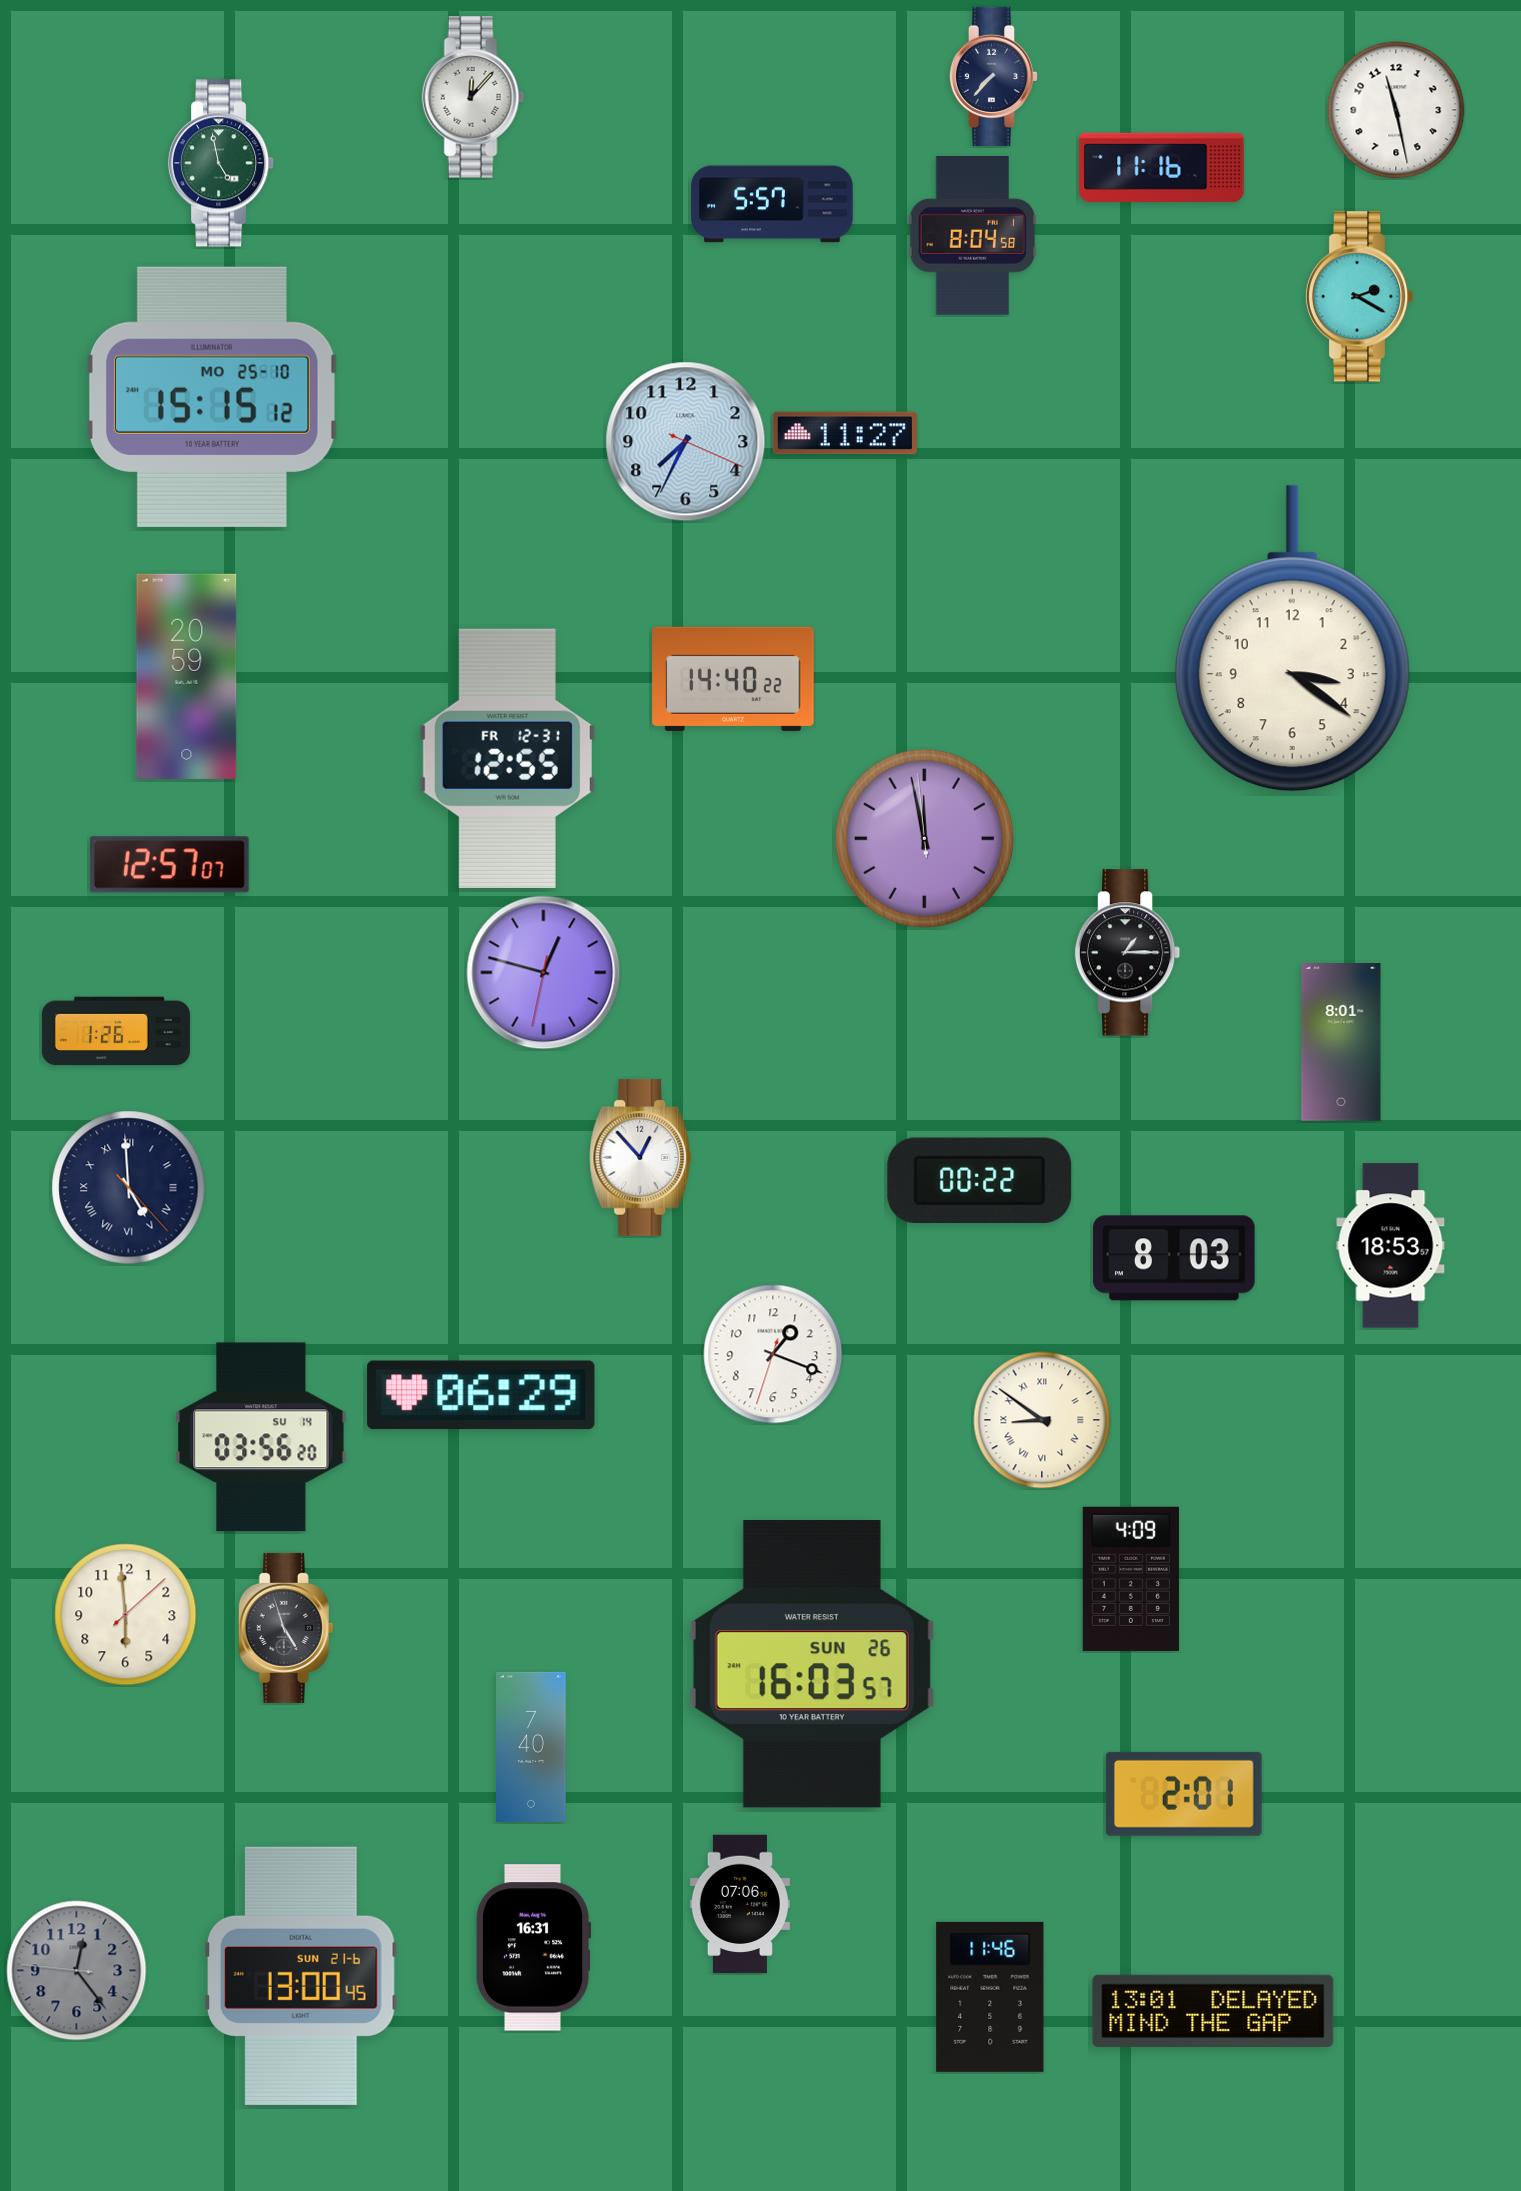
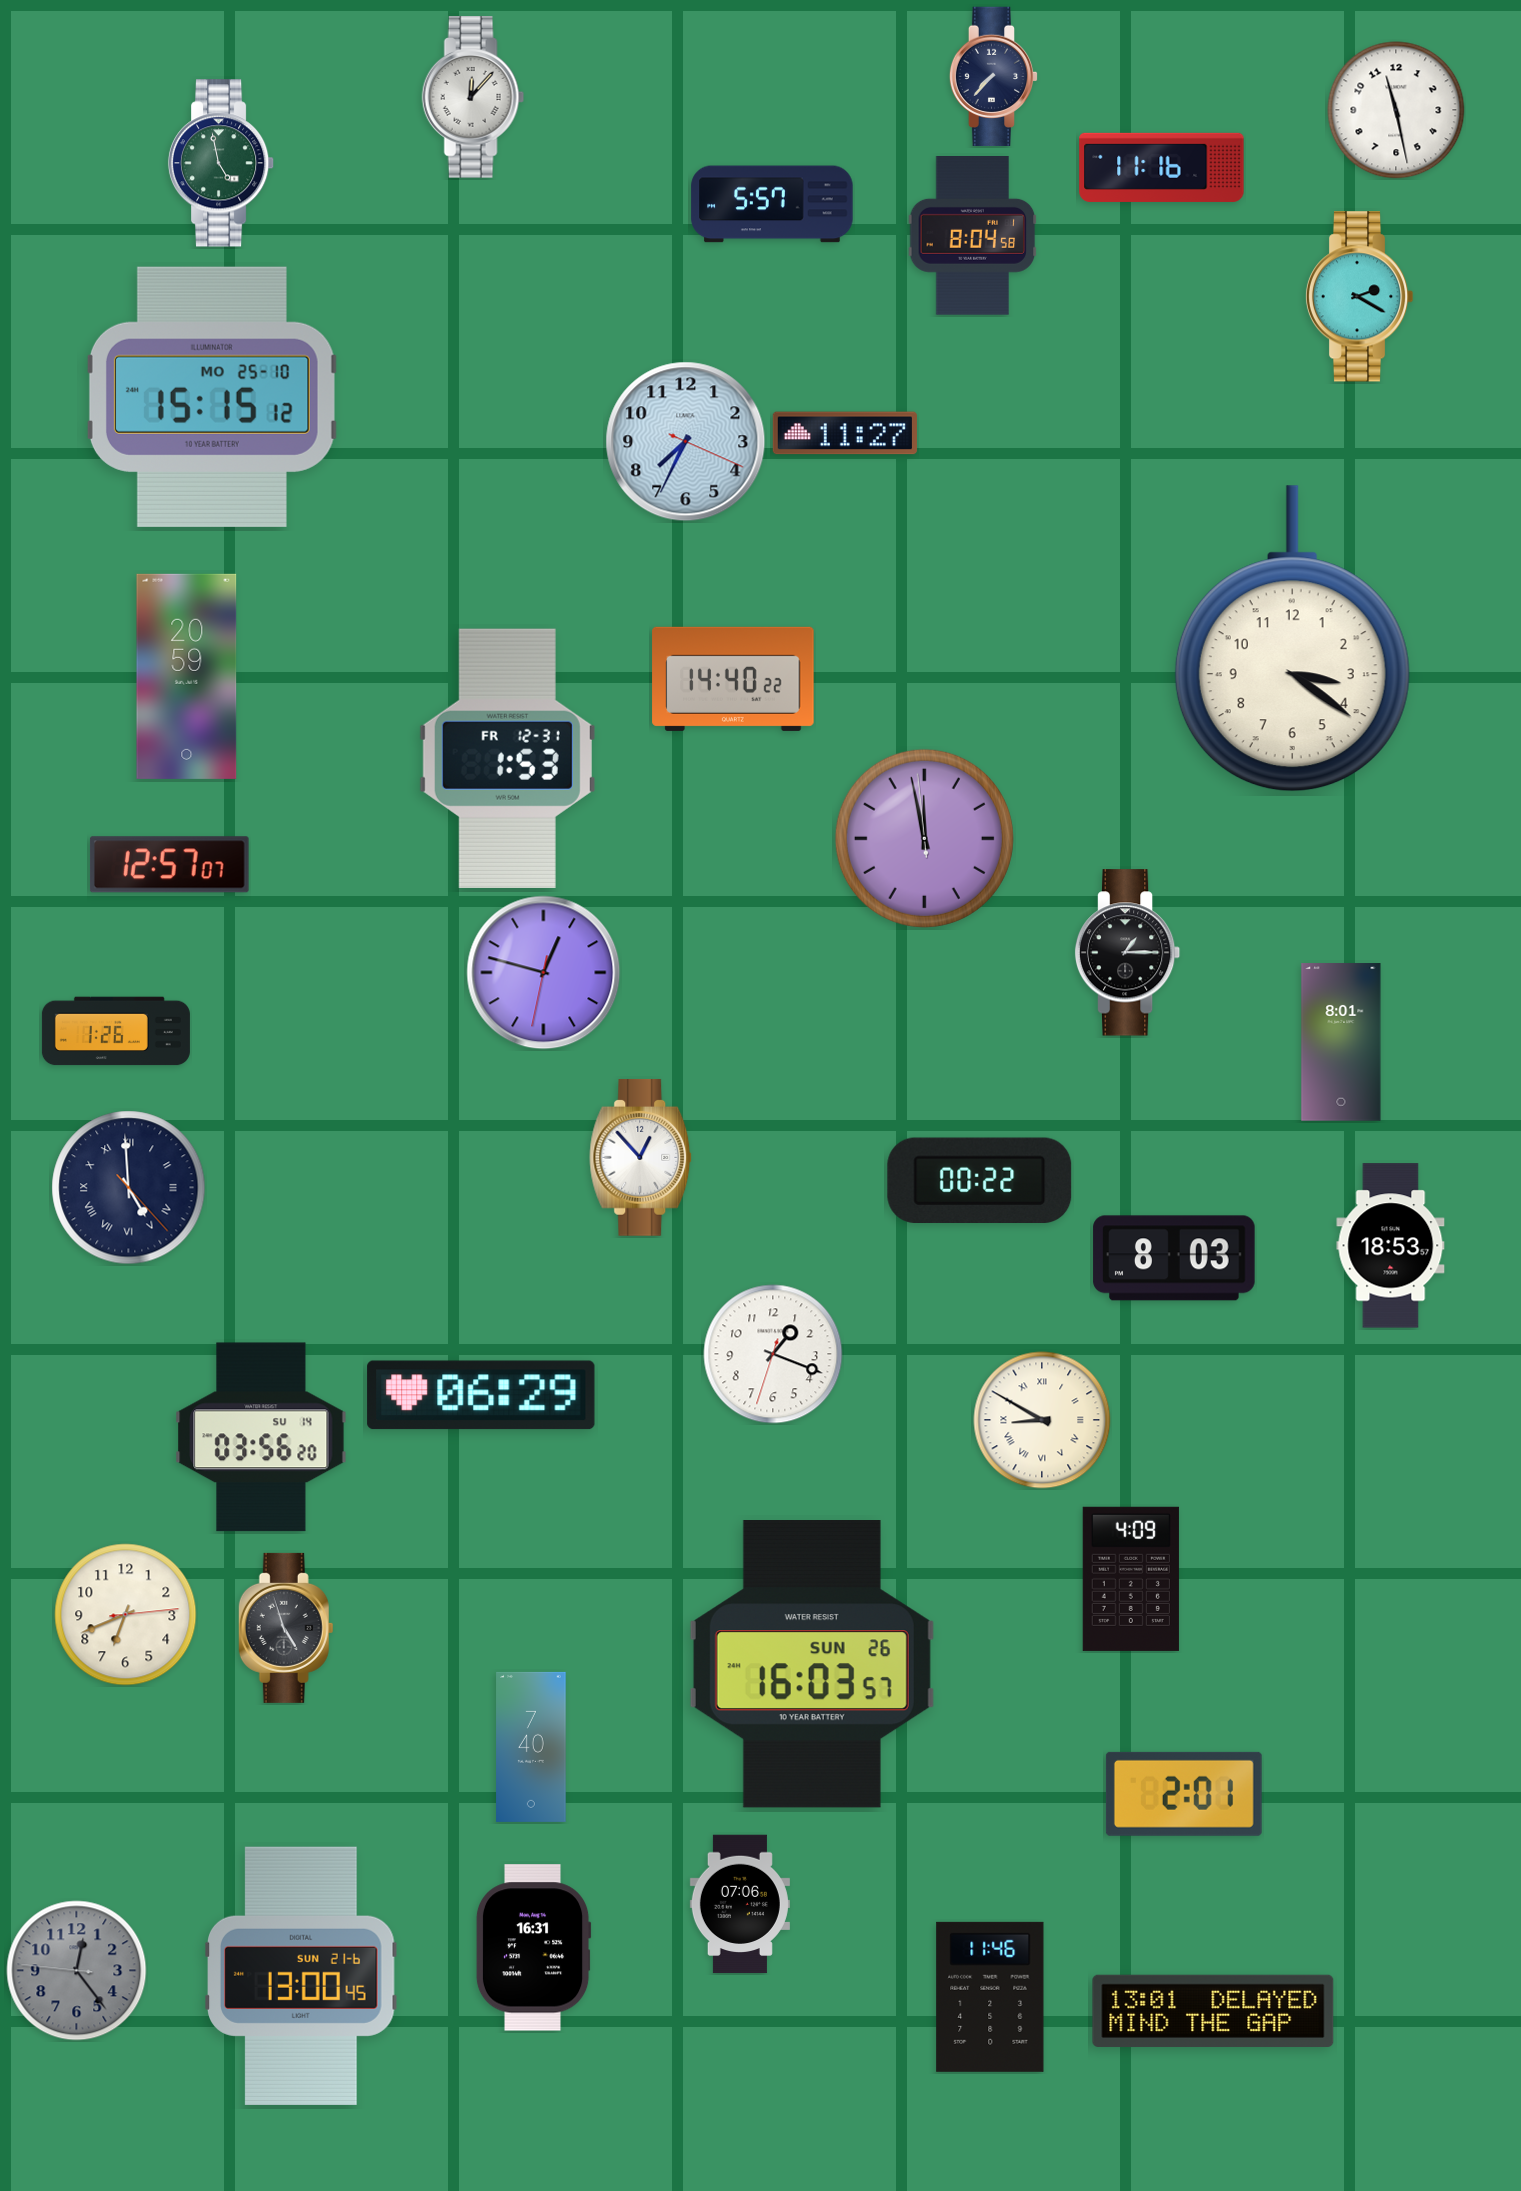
clock at (507, 758): 12:55 -> 1:53
clock at (1042, 1420): 8:51 -> 8:50
clock at (126, 1615): 5:59 -> 6:41
